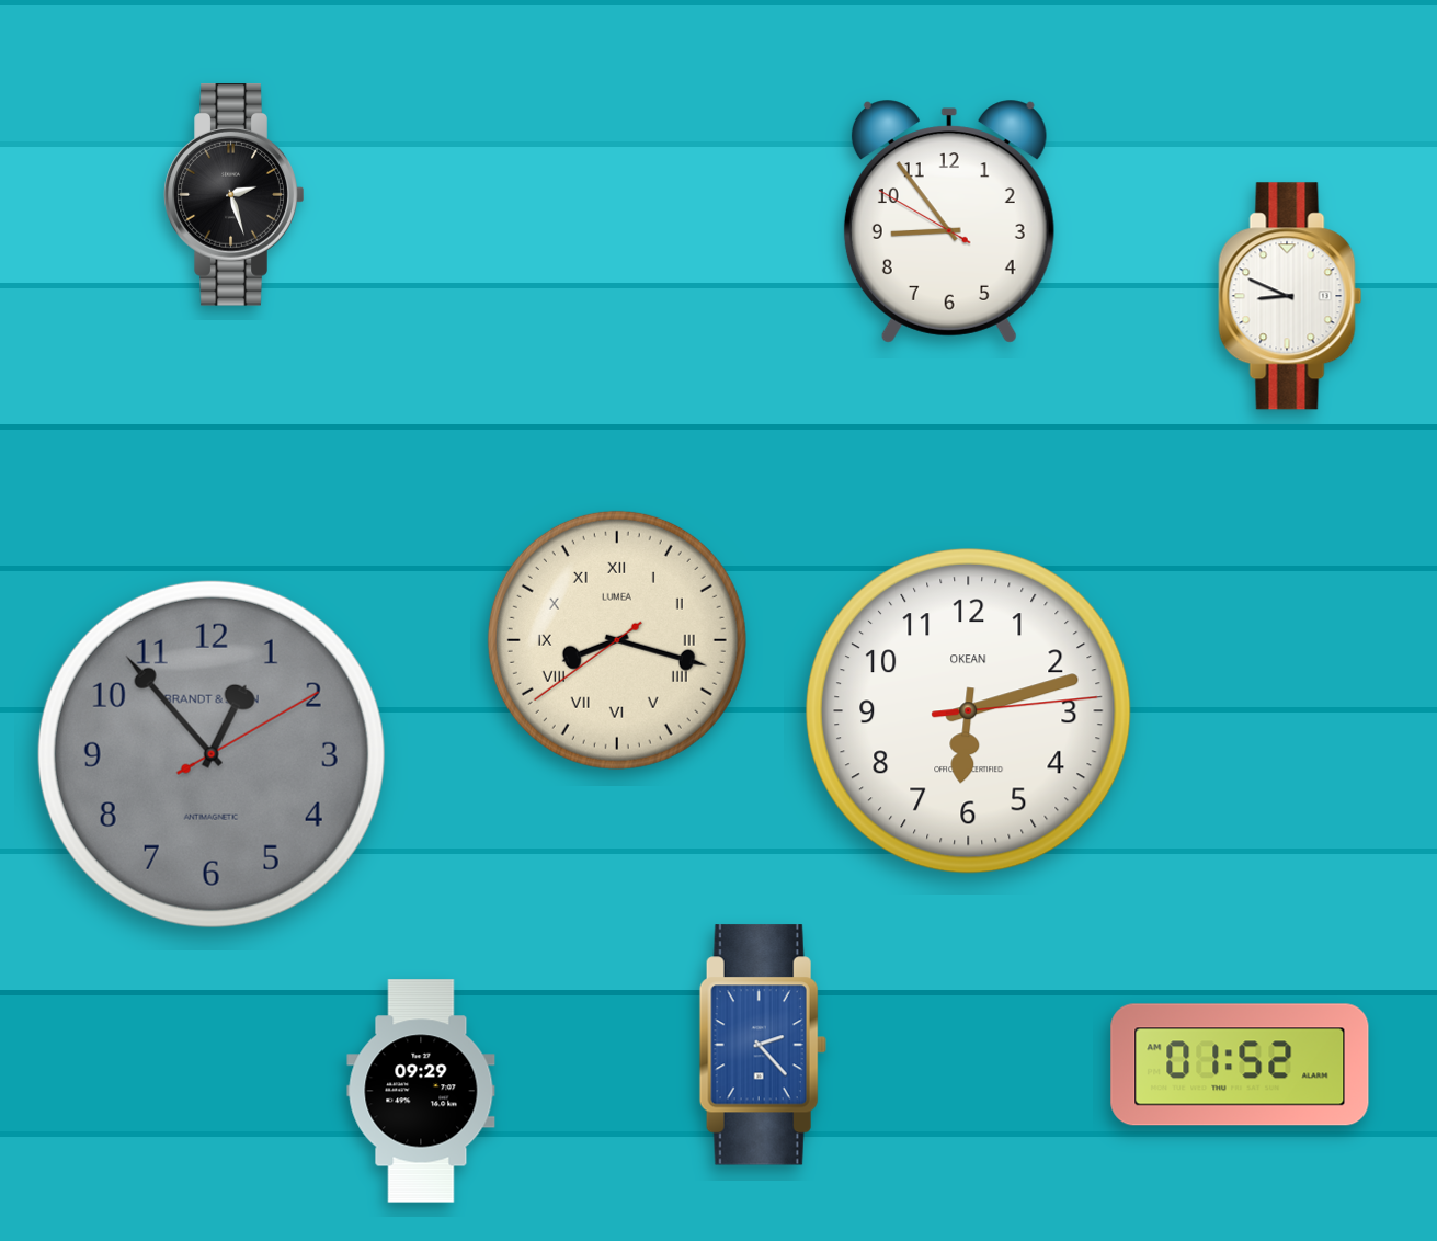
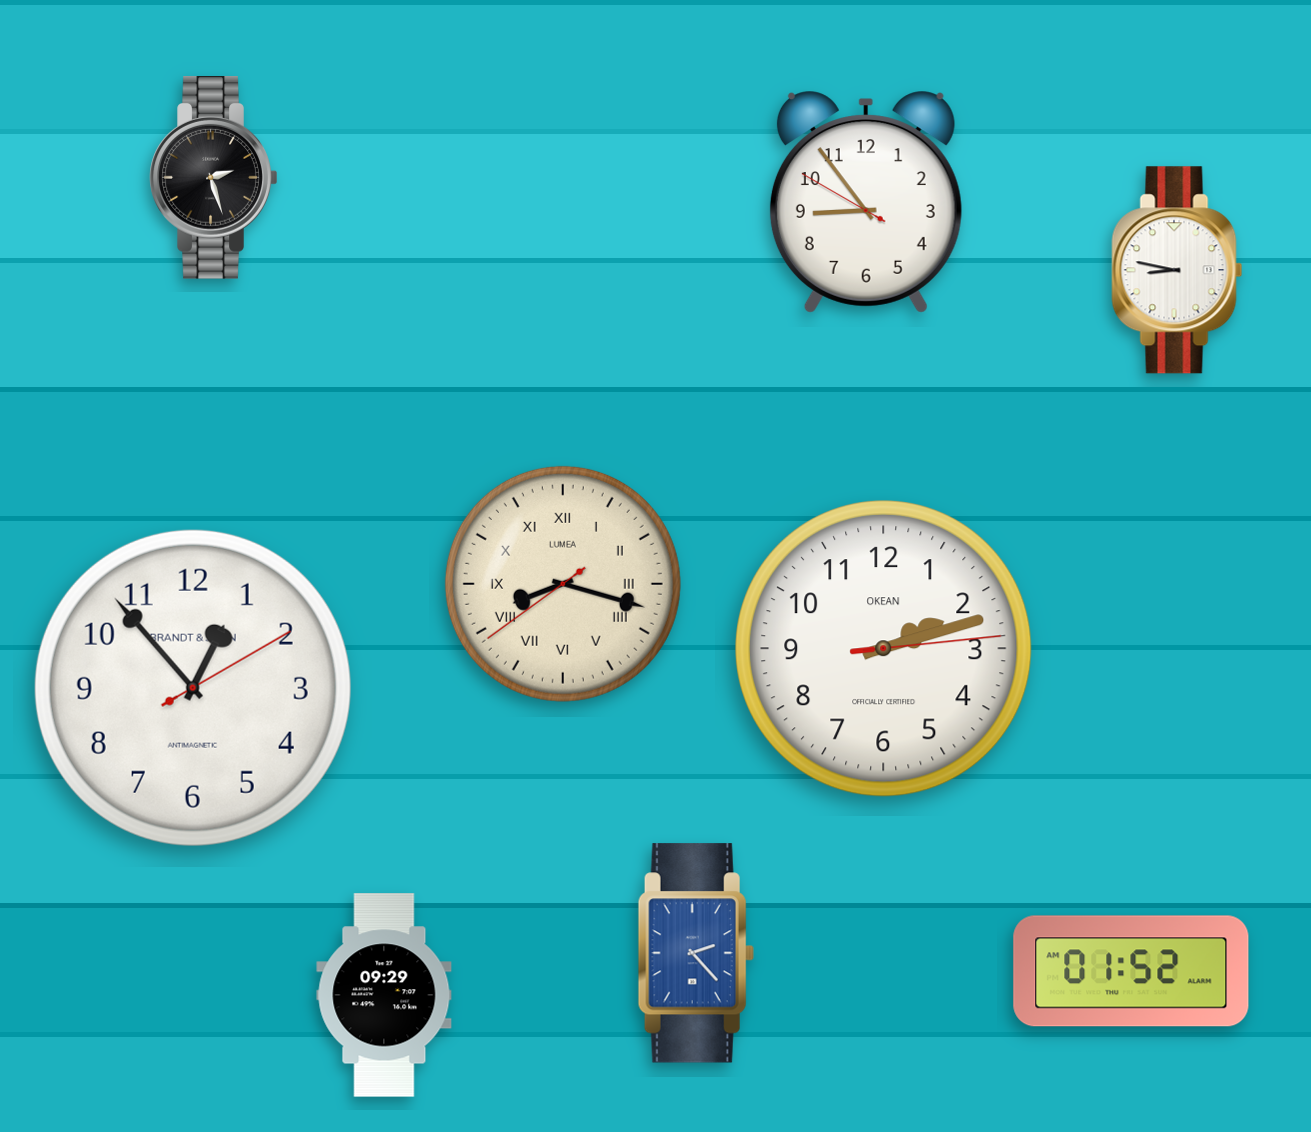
clock at (1290, 296): 8:49 -> 8:47
clock at (969, 711): 6:12 -> 2:12
clock at (212, 754) dial: grey -> white
